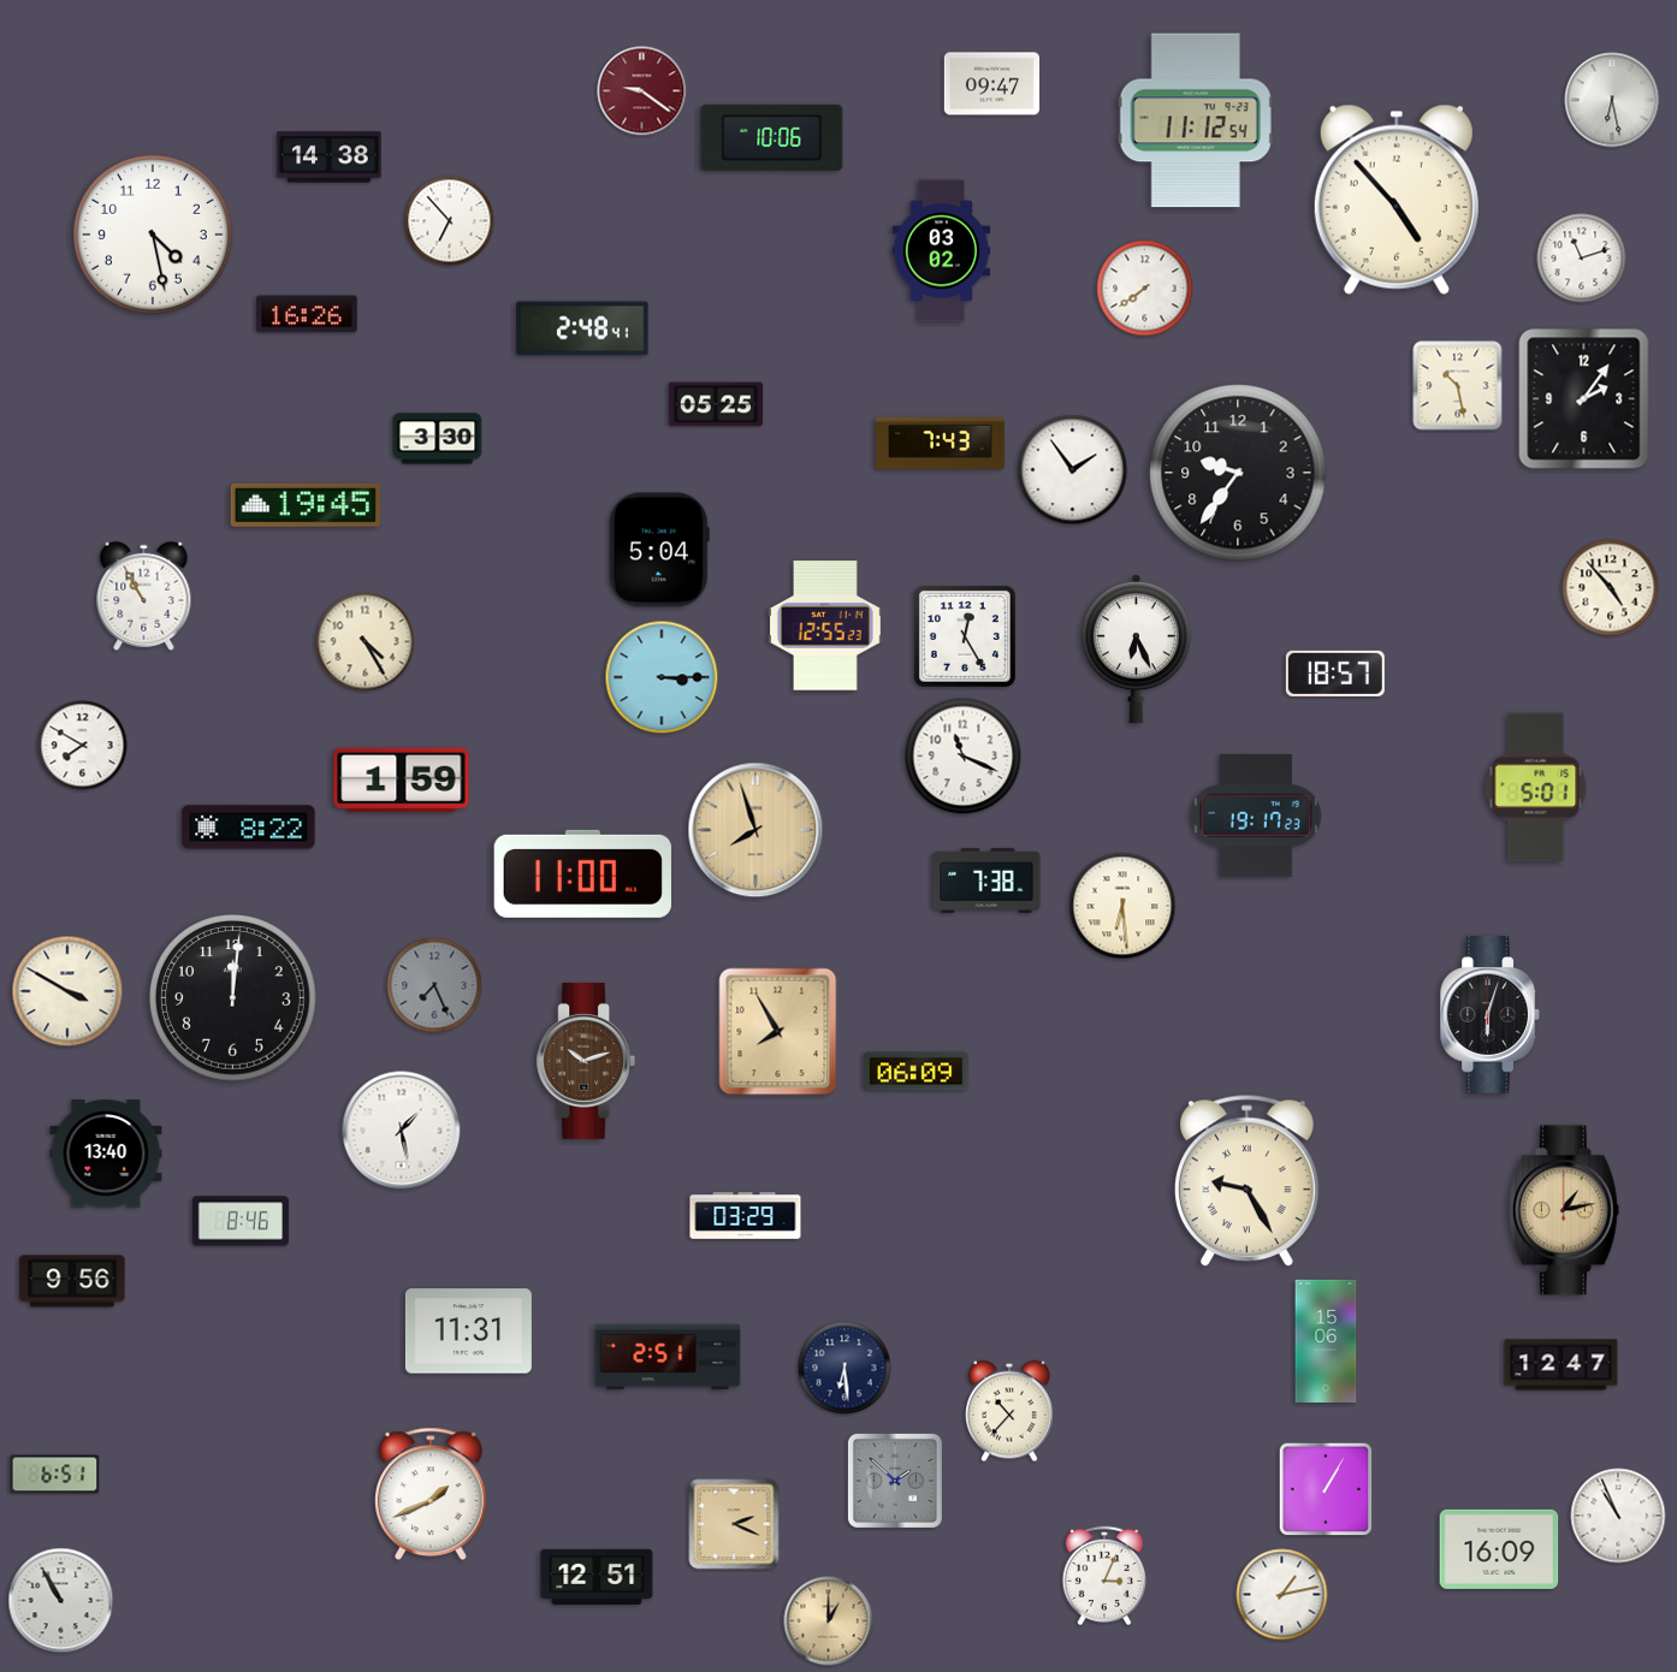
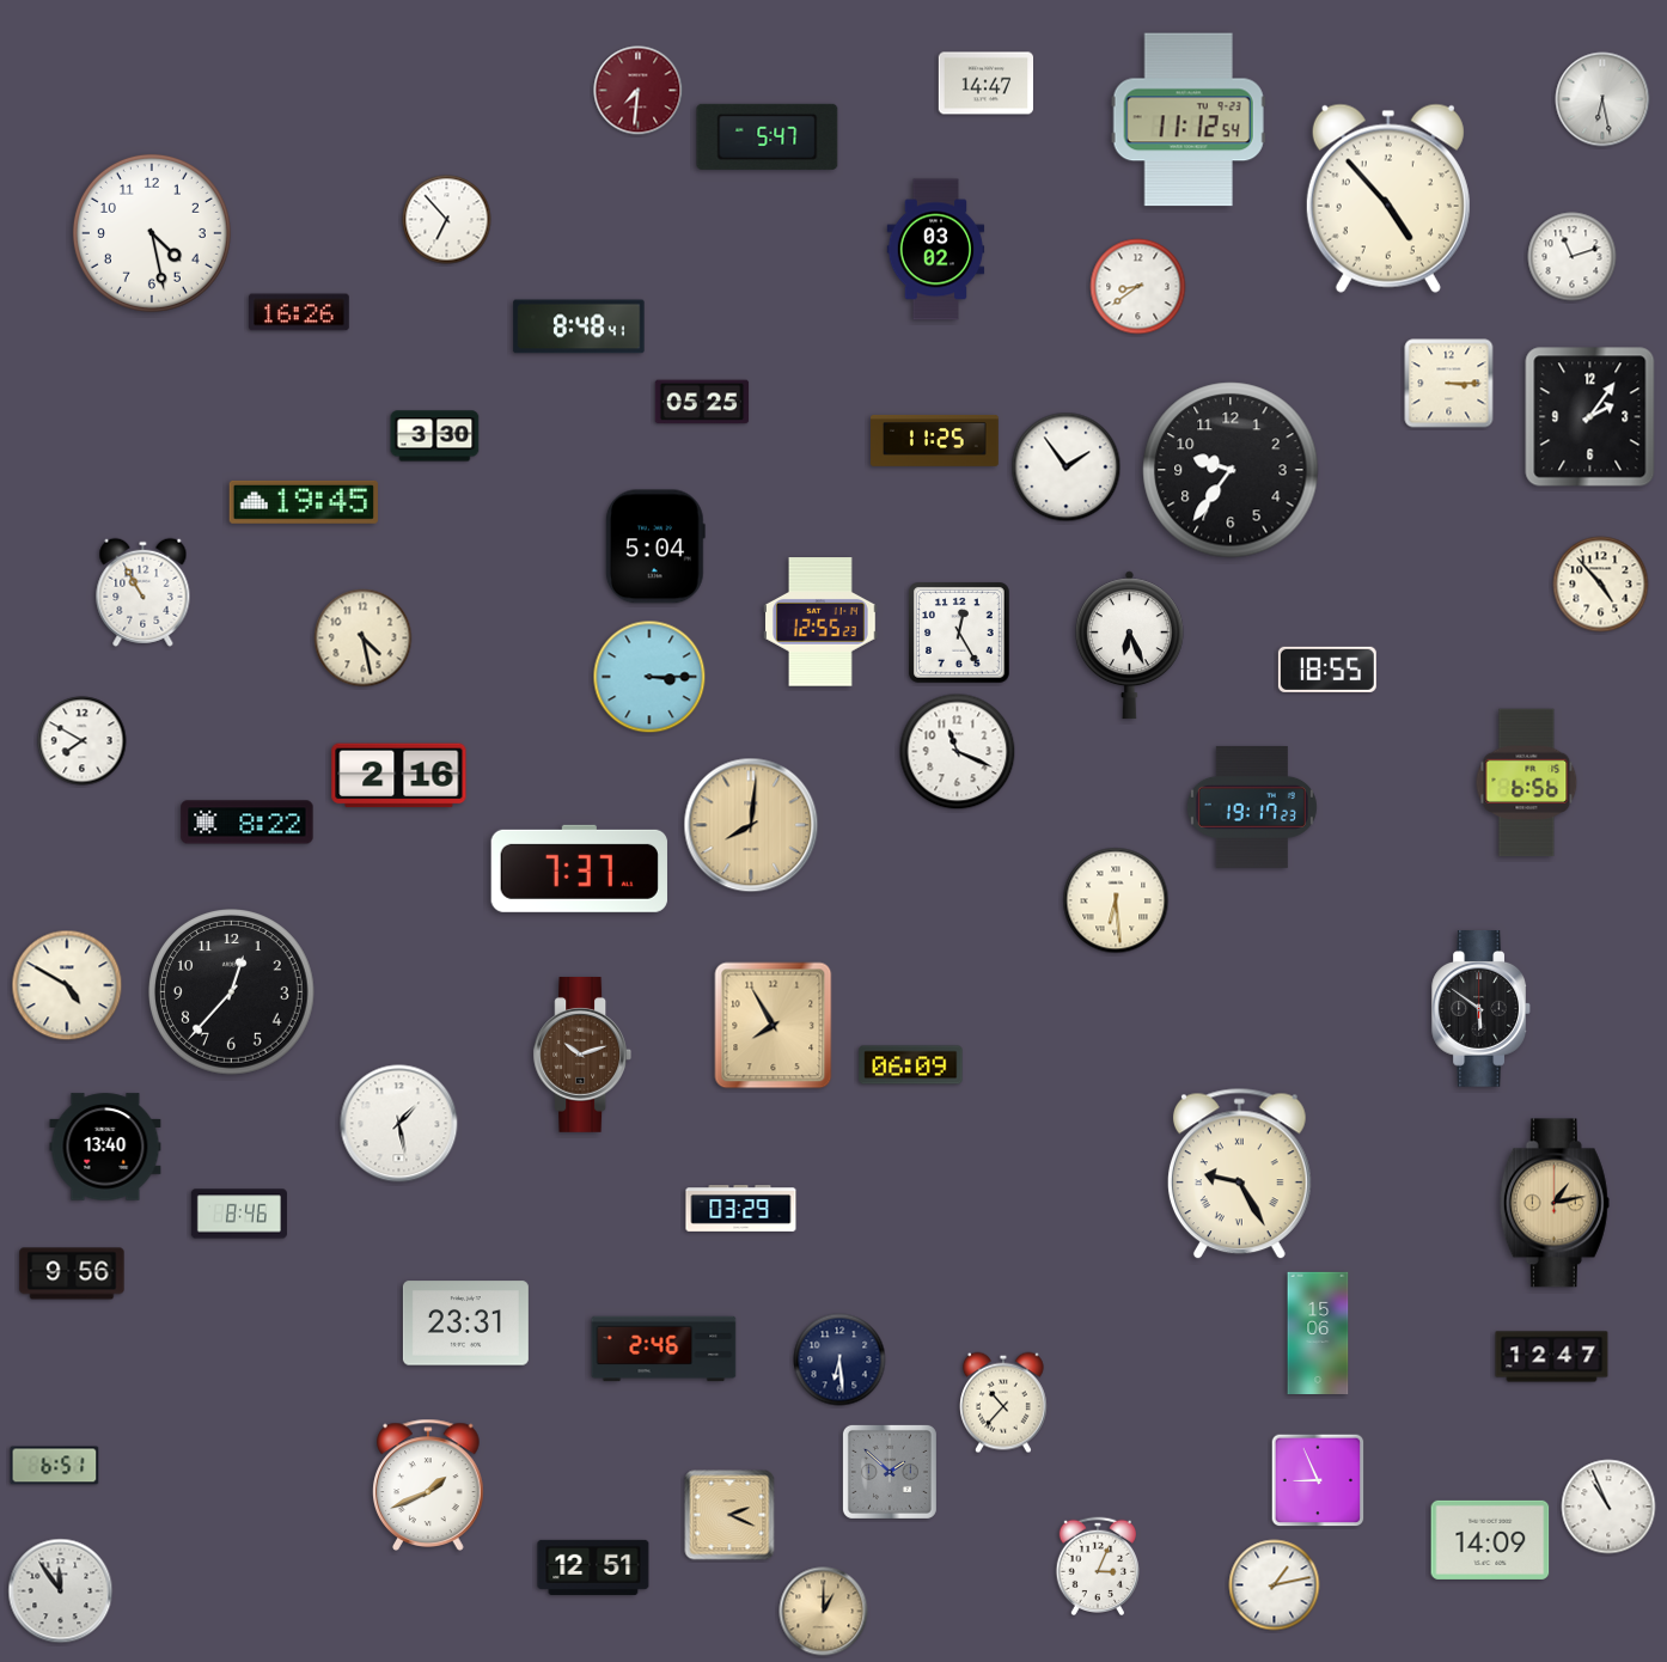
clock at (991, 84): 09:47 -> 14:47
clock at (642, 91): 9:21 -> 7:31
clock at (772, 137): 10:06 -> 5:47
clock at (330, 158): 14:38 -> none
clock at (1145, 289): 7:39 -> 8:39
clock at (308, 314) position: (308, 314) -> (300, 312)
clock at (582, 328): 2:48 -> 8:48
clock at (1458, 386): 10:28 -> 3:15
clock at (1584, 399) position: (1584, 399) -> (1590, 417)
clock at (716, 404) position: (716, 404) -> (702, 402)
clock at (941, 443): 7:43 -> 11:25
clock at (366, 642): 4:25 -> 4:28
clock at (1335, 674): 18:57 -> 18:55
clock at (662, 677) position: (662, 677) -> (649, 677)
clock at (402, 781): 1:59 -> 2:16
clock at (1536, 788): 5:01 -> 6:56
clock at (1256, 816) position: (1256, 816) -> (1252, 807)
clock at (755, 830): 7:57 -> 8:01
clock at (582, 873): 11:00 -> 7:37
clock at (986, 881): 7:38 -> none
clock at (434, 985): 7:26 -> none
clock at (67, 991): 3:50 -> 4:50
clock at (233, 998): 12:01 -> 12:37
clock at (1489, 1015): 6:03 -> 5:51
clock at (468, 1332): 11:31 -> 23:31
clock at (668, 1357): 2:51 -> 2:46
clock at (1326, 1489): 1:05 -> 8:56
clock at (1499, 1549): 16:09 -> 14:09
clock at (61, 1601): 10:55 -> 11:54
